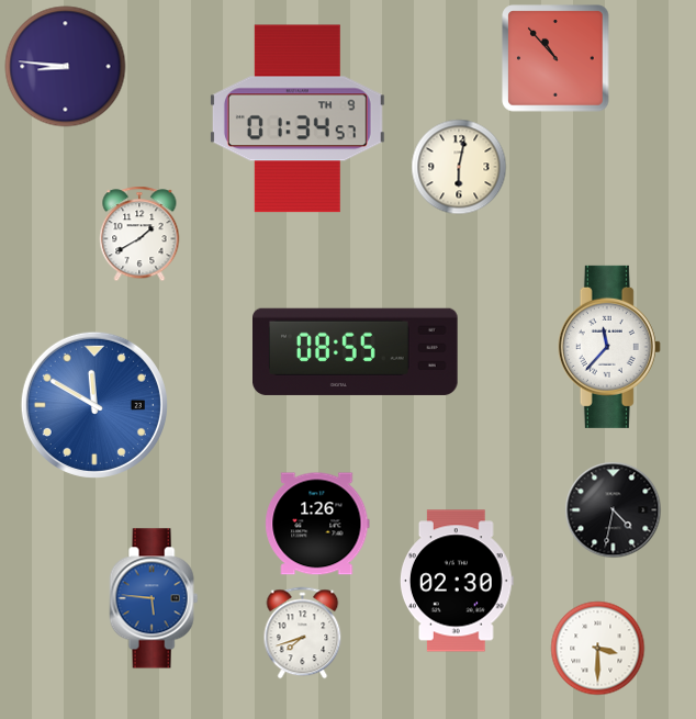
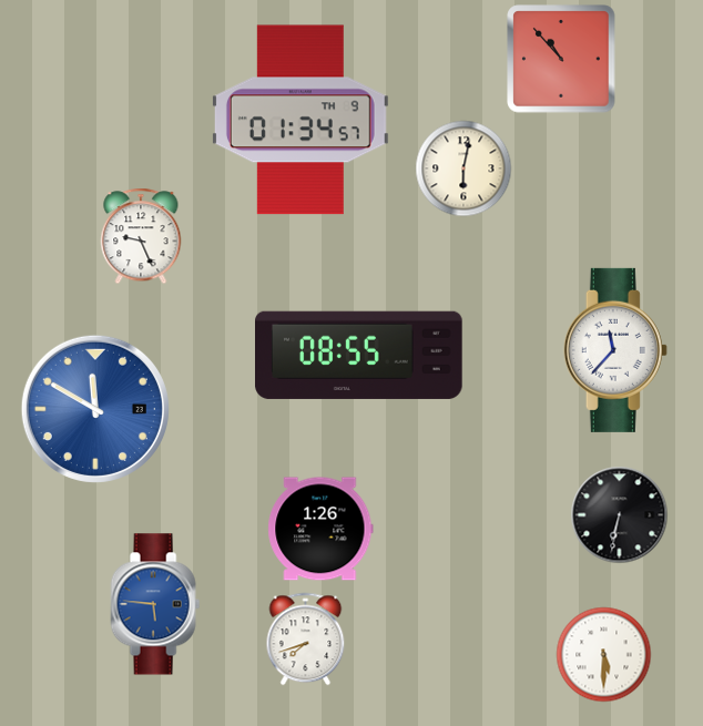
clock at (66, 67): 8:46 -> none
clock at (139, 234): 1:40 -> 9:26
clock at (614, 510): 4:32 -> 6:32
clock at (457, 581): 02:30 -> none
clock at (598, 649): 3:30 -> 5:30
